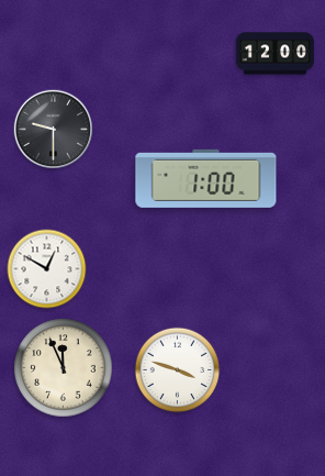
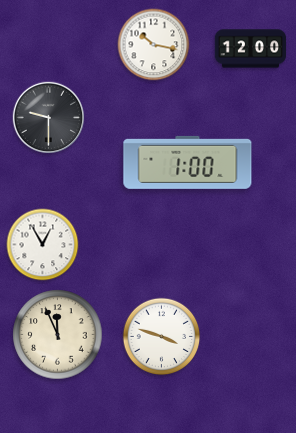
clock at (154, 45): none -> 10:17
clock at (47, 269): 12:50 -> 12:55
